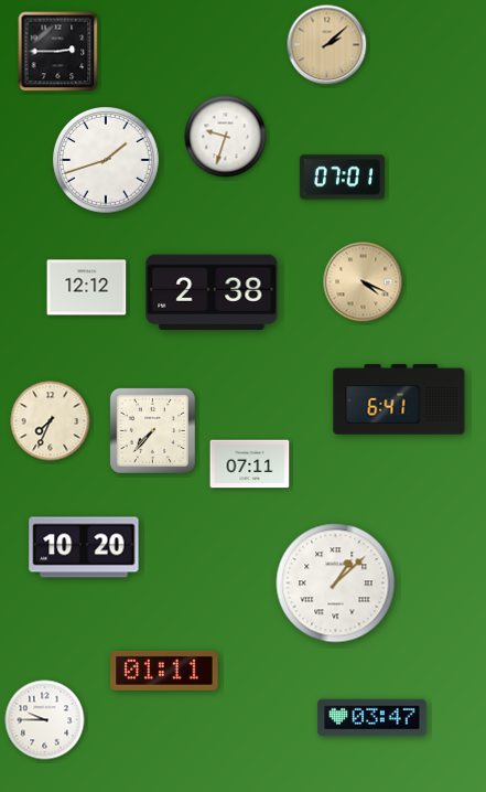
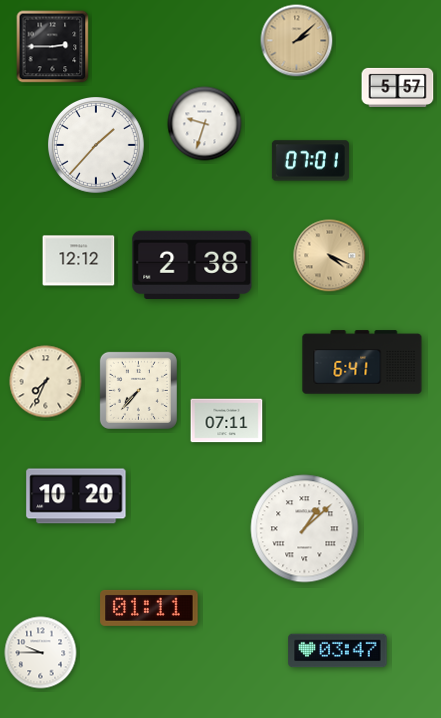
clock at (398, 87): none -> 5:57
clock at (107, 161): 1:42 -> 1:37
